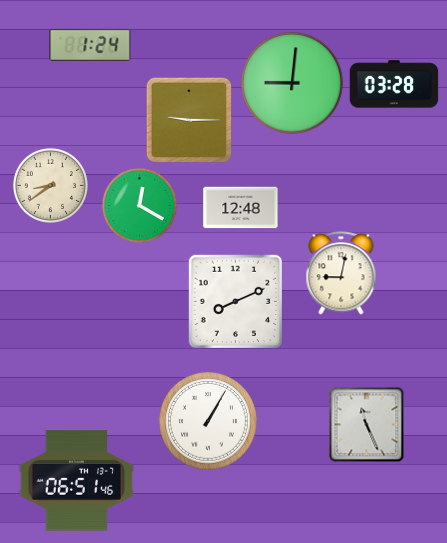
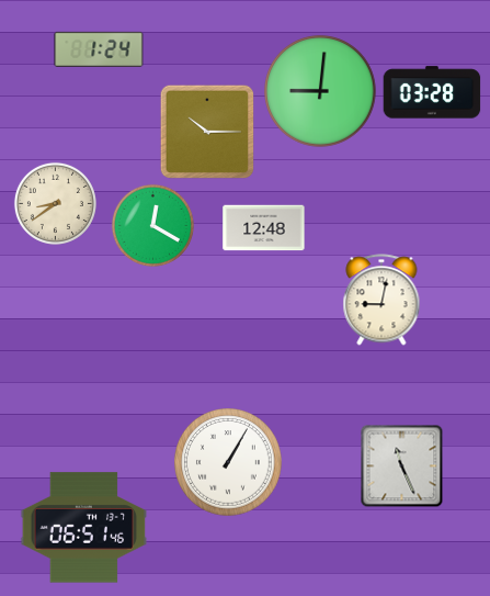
clock at (188, 119): 9:15 -> 10:15
clock at (341, 273) position: (341, 273) -> (381, 300)
clock at (235, 302): 8:11 -> none
